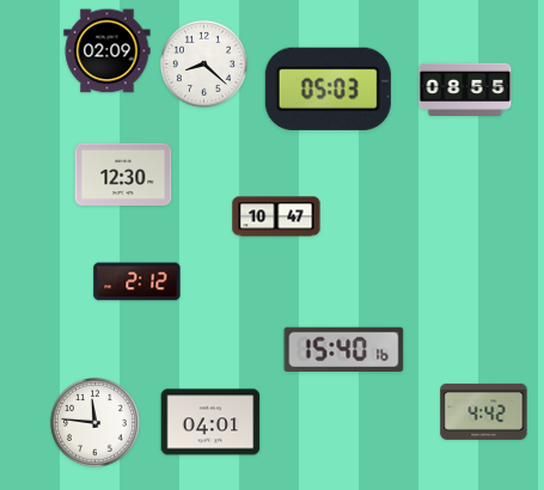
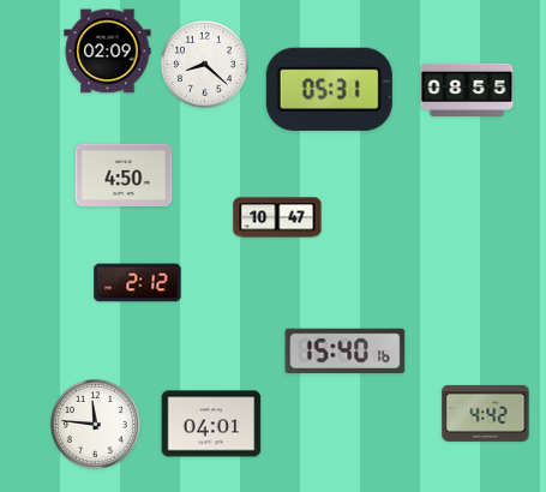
clock at (328, 88): 05:03 -> 05:31
clock at (123, 173): 12:30 -> 4:50
